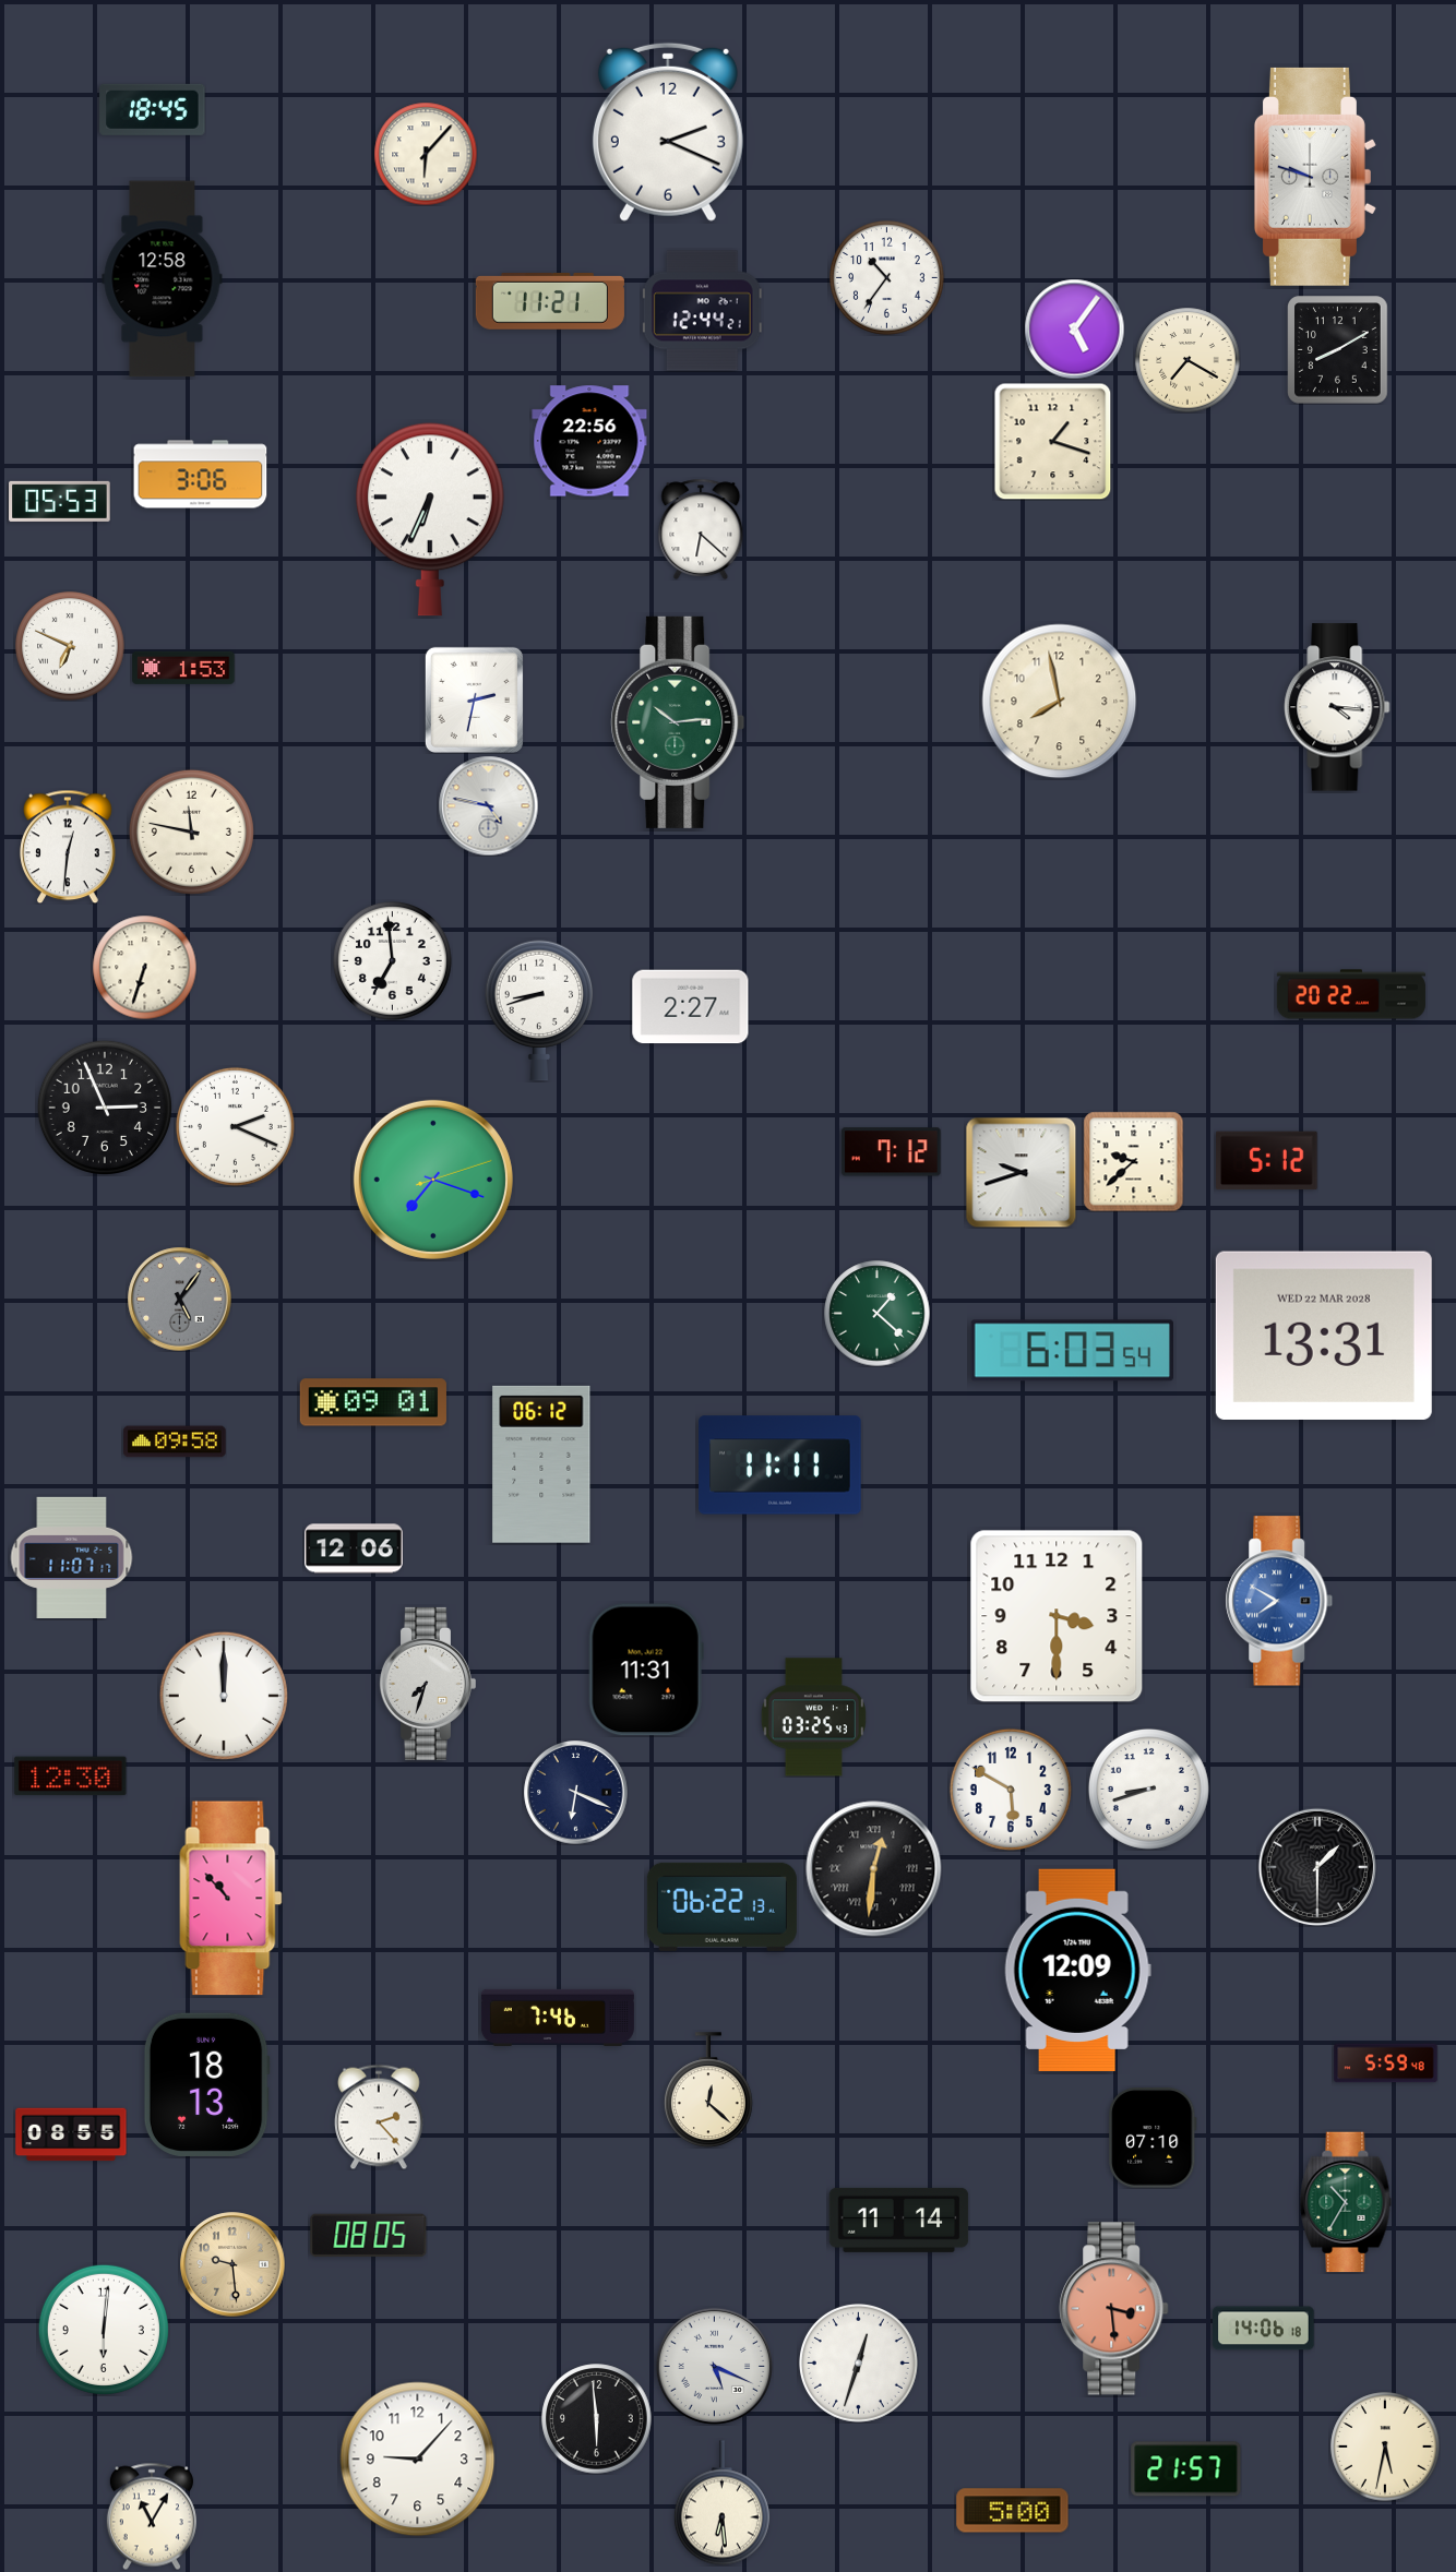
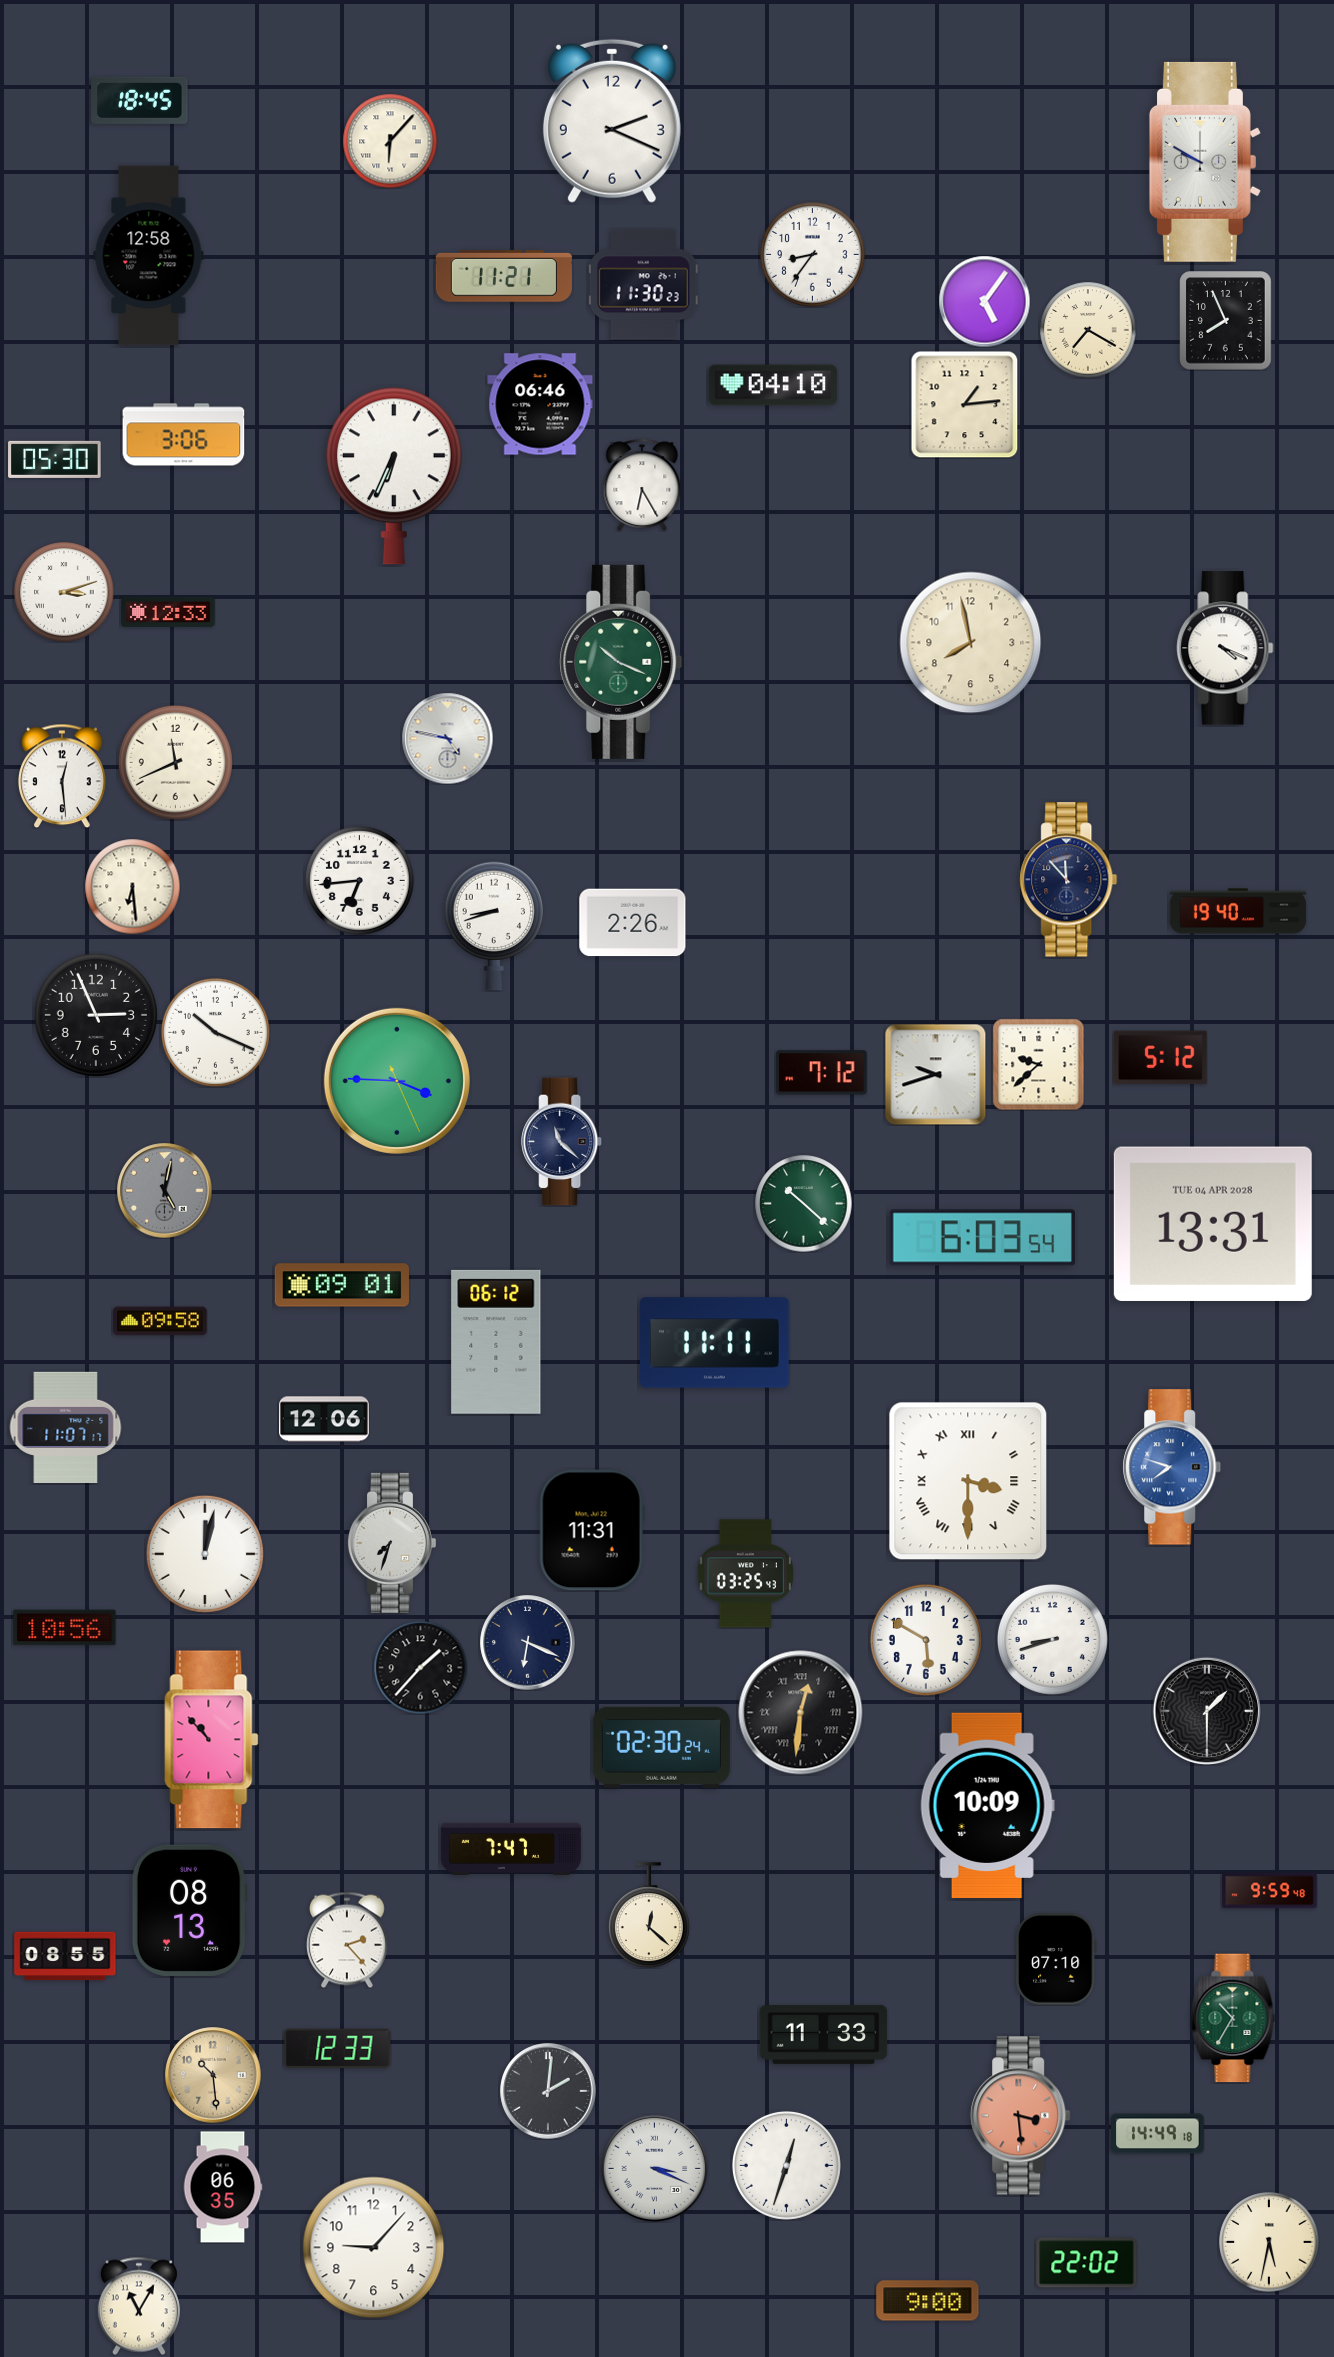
clock at (1315, 177): 9:48 -> 9:50
clock at (887, 278): 10:36 -> 8:36
clock at (702, 311): 12:44 -> 11:30
clock at (1338, 350): 8:10 -> 7:56
clock at (773, 385): none -> 04:10
clock at (589, 441): 22:56 -> 06:46
clock at (1052, 441): 1:18 -> 1:14
clock at (60, 501): 05:53 -> 05:30
clock at (701, 529): 6:22 -> 6:25
clock at (70, 646): 6:49 -> 3:12
clock at (183, 668): 1:53 -> 12:33
clock at (474, 699): 2:32 -> none
clock at (1337, 707): 4:16 -> 4:19
clock at (678, 722): 10:14 -> 10:19
clock at (191, 832): 11:47 -> 11:41
clock at (68, 847): 12:31 -> 12:29
clock at (392, 960): 6:59 -> 6:44
clock at (1069, 880): none -> 11:53
clock at (144, 967): 6:33 -> 6:29
clock at (1351, 994): 20:22 -> 19:40
clock at (691, 1007): 2:27 -> 2:26
clock at (235, 1126): 2:19 -> 10:19
clock at (891, 1152) position: (891, 1152) -> (821, 1073)
clock at (1267, 1161) position: (1267, 1161) -> (1161, 1058)
clock at (433, 1180): 7:18 -> 3:45
clock at (563, 1142): none -> 11:22
clock at (180, 1300): 5:06 -> 5:02
clock at (878, 1314): 1:22 -> 10:22
clock at (1324, 1335) date: WED 22 MAR 2028 -> TUE 04 APR 2028
clock at (1279, 1601): 7:50 -> 7:48
clock at (1057, 1616) numerals: Arabic -> Roman
clock at (224, 1696): 12:00 -> 12:02
clock at (71, 1777): 12:30 -> 10:56
clock at (420, 1667): none -> 1:37
clock at (721, 1906): 06:22 -> 02:30
clock at (1077, 1971): 12:09 -> 10:09
clock at (558, 2018): 7:46 -> 7:47
clock at (1386, 2063): 5:59 -> 9:59
clock at (206, 2084): 18:13 -> 08:13
clock at (899, 2220): 11:14 -> 11:33
clock at (369, 2235): 08:05 -> 12:33
clock at (232, 2264): 9:29 -> 10:29
clock at (548, 2091): none -> 2:01
clock at (1264, 2329): 14:06 -> 14:49
clock at (104, 2330): 6:01 -> none
clock at (714, 2366): 5:19 -> 3:19
clock at (223, 2187): none -> 06:35
clock at (597, 2419): 5:59 -> none
clock at (418, 2460) position: (418, 2460) -> (374, 2248)
clock at (1186, 2469): 21:57 -> 22:02
clock at (721, 2503): 6:29 -> none
clock at (1013, 2511): 5:00 -> 9:00
